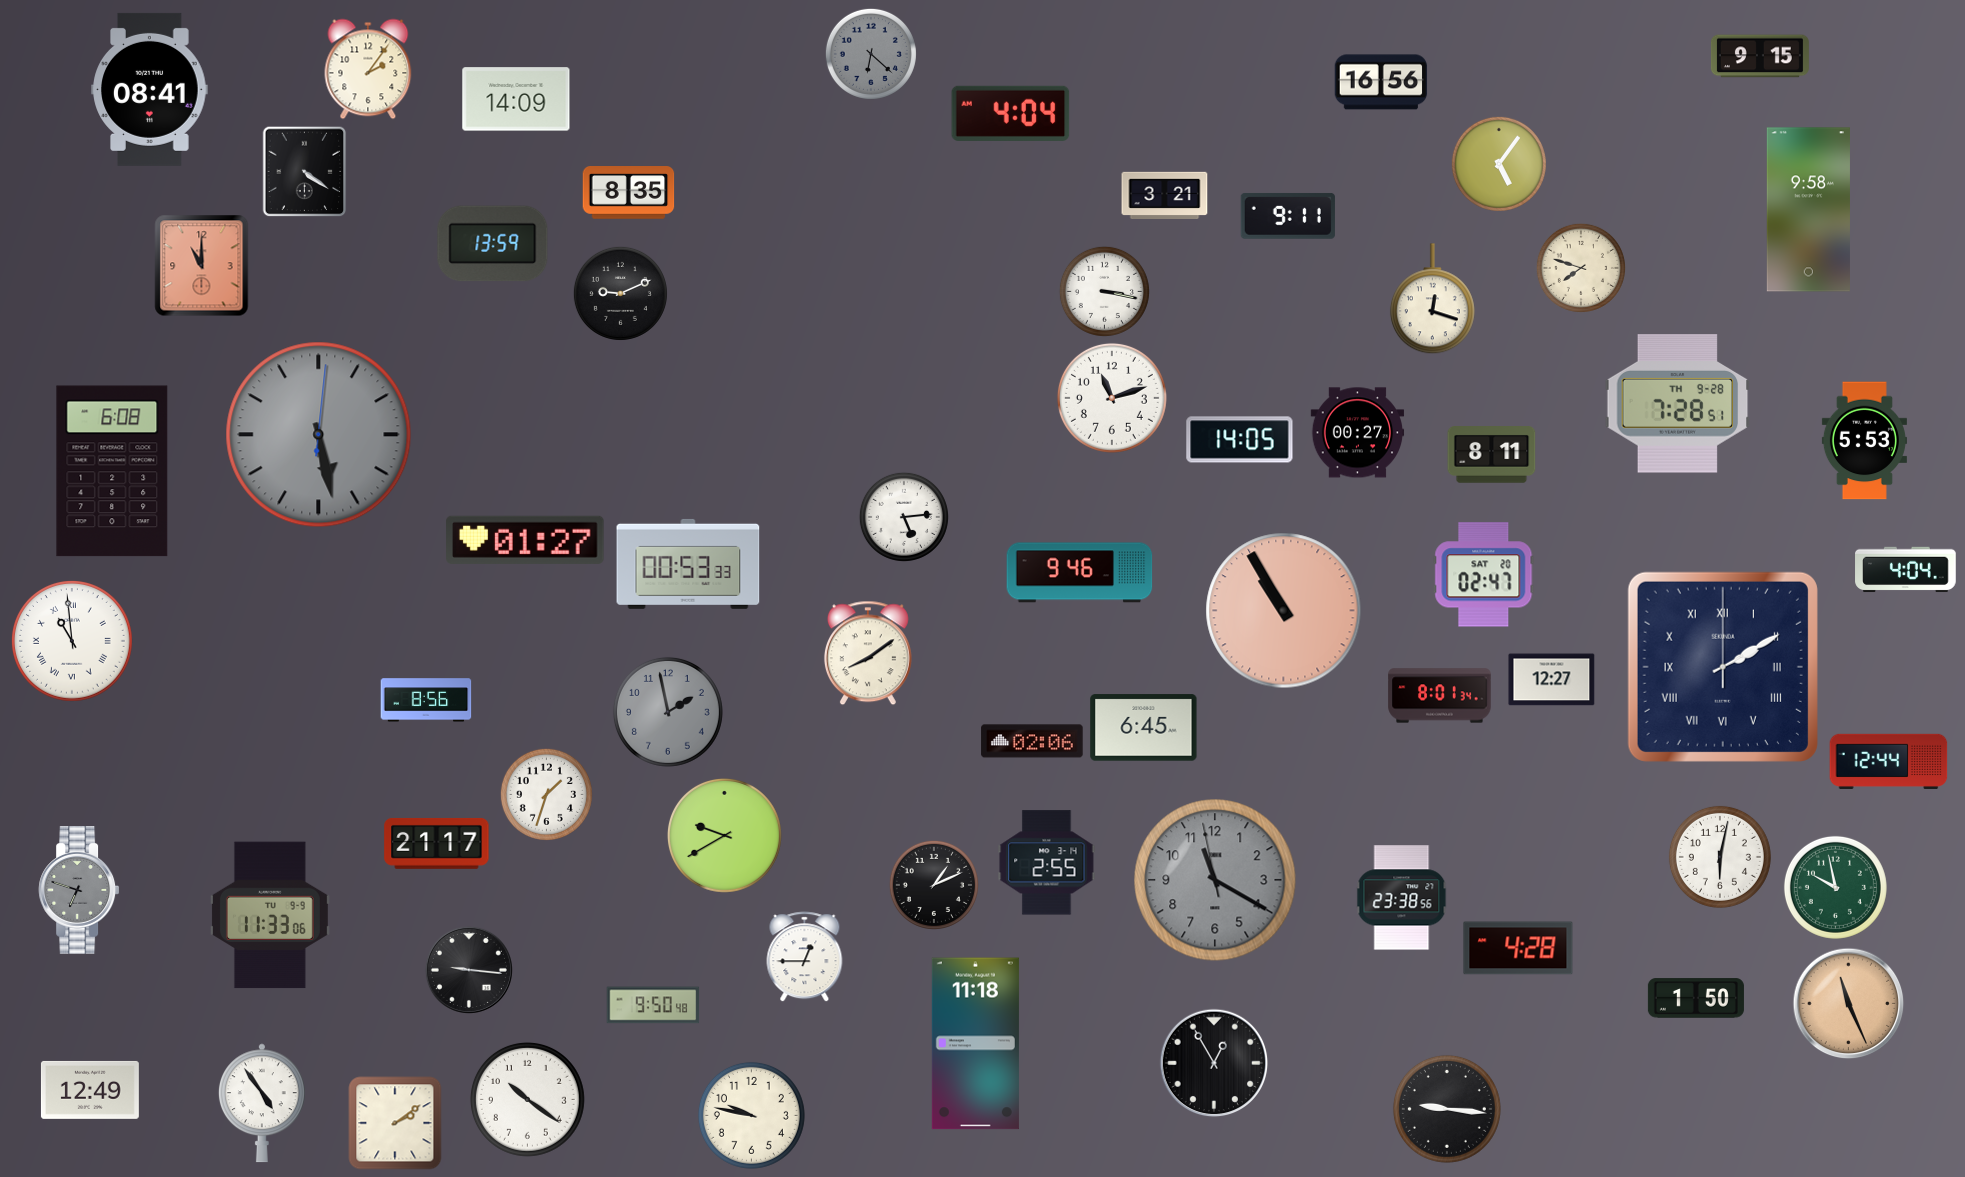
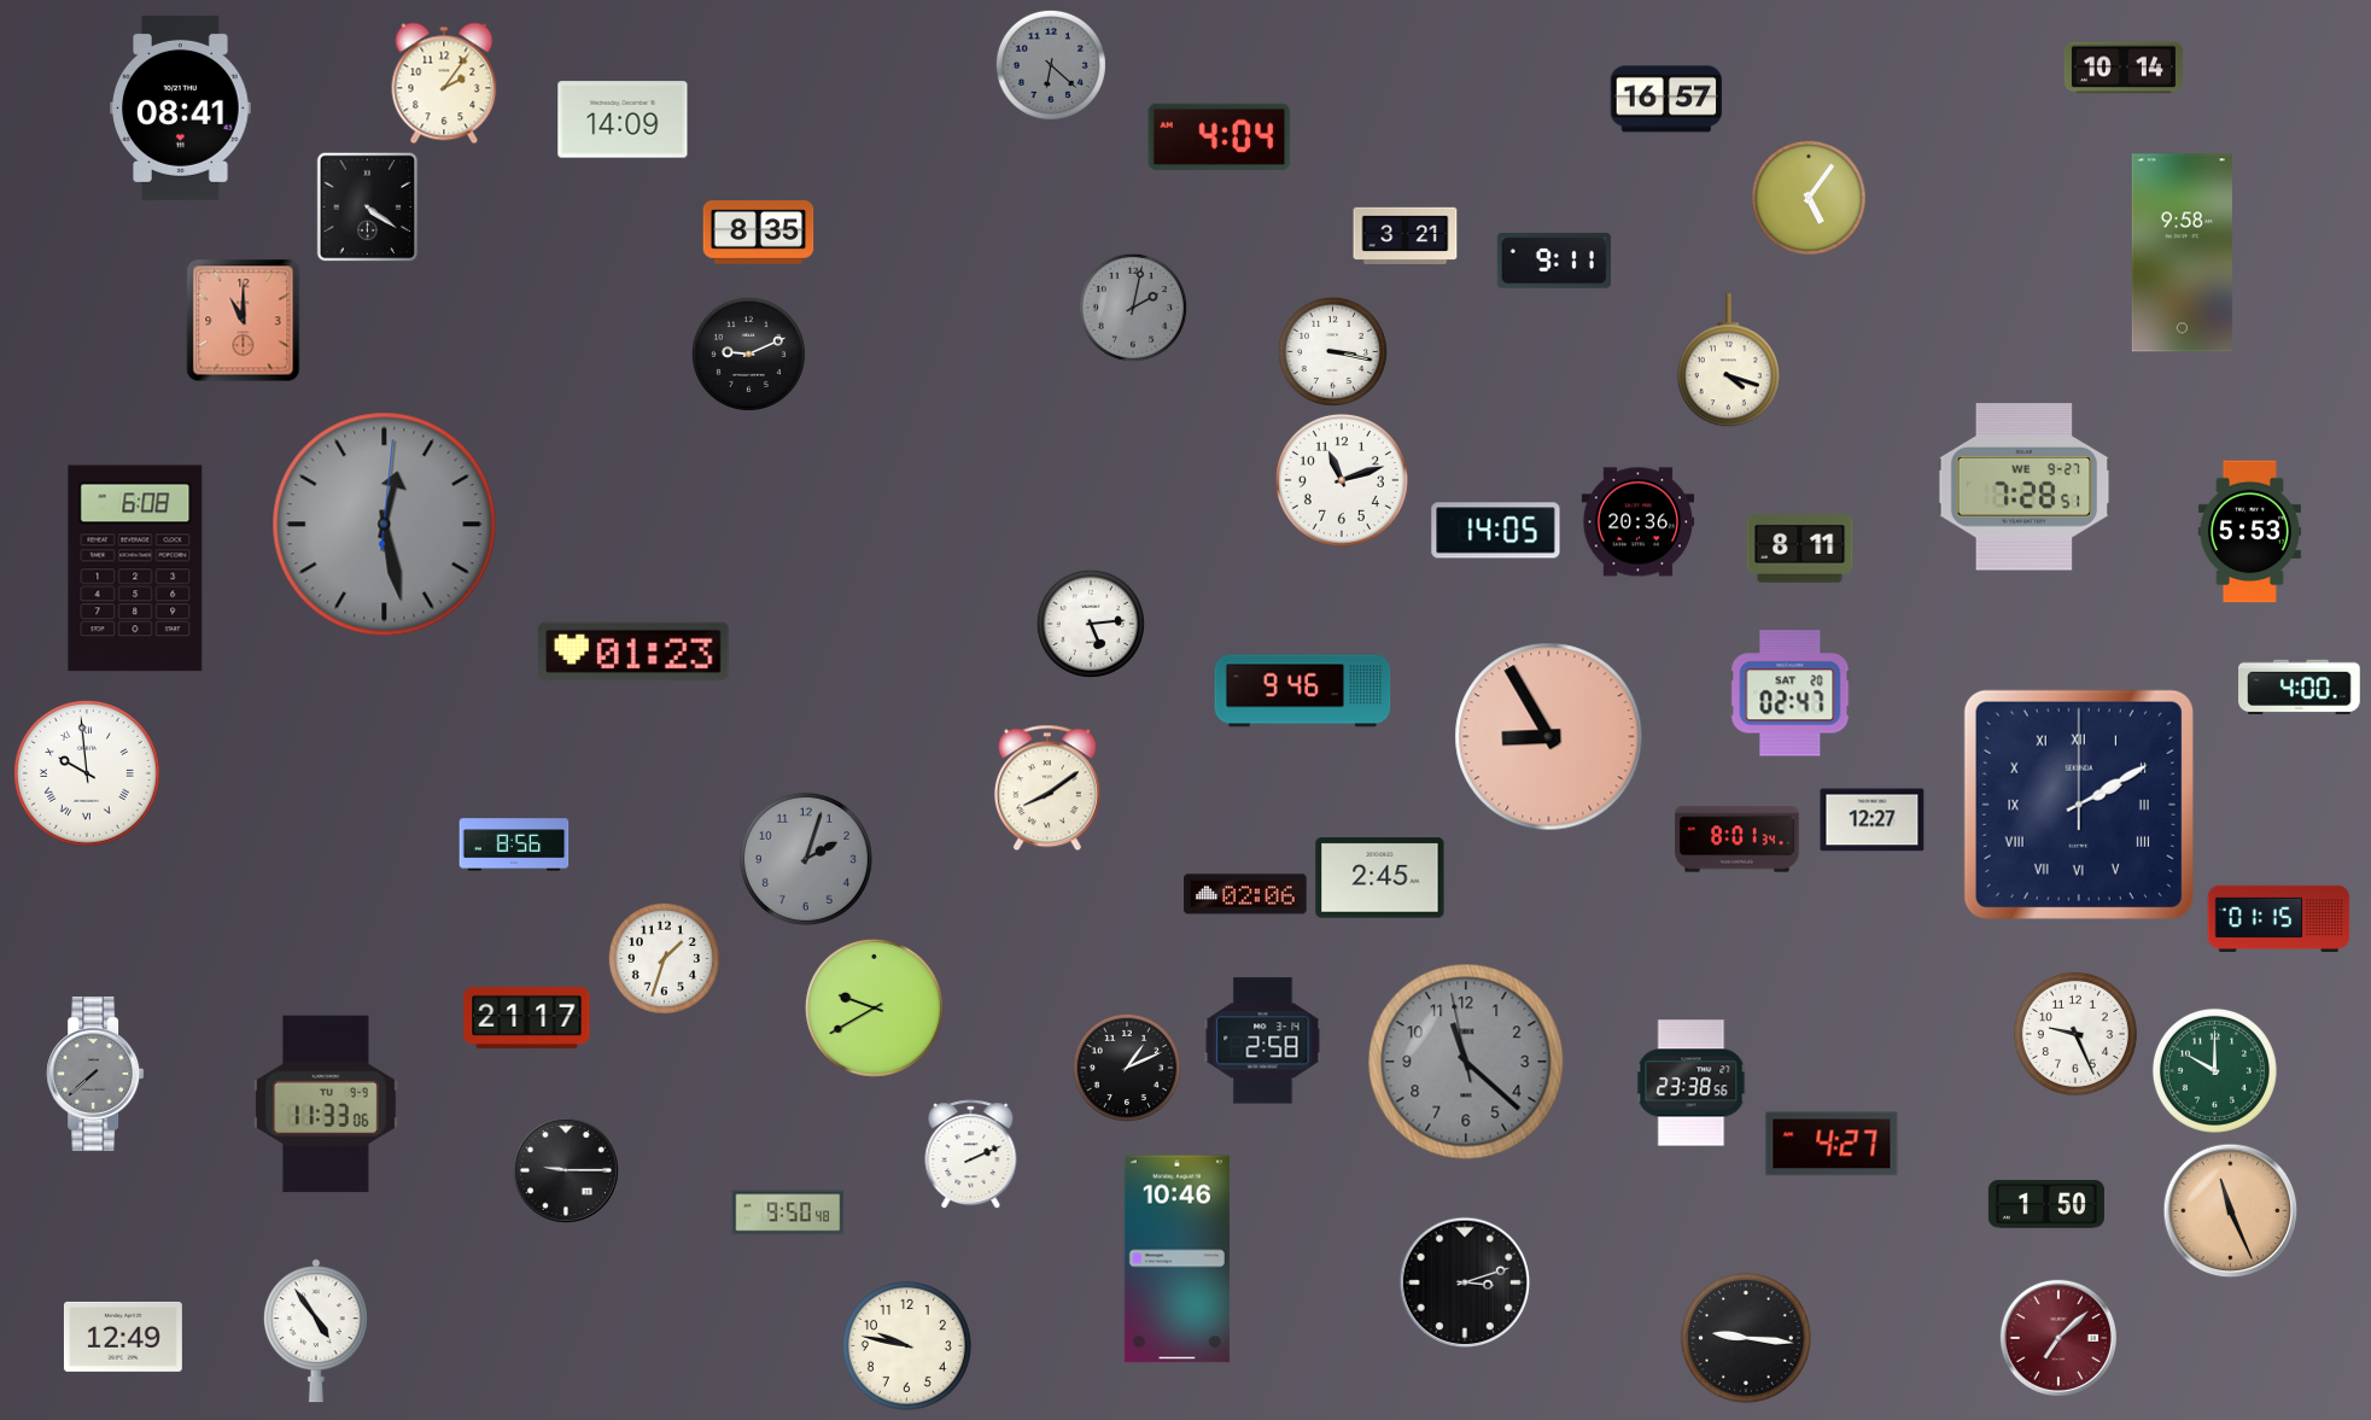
clock at (1760, 56): 9:15 -> 10:14
clock at (1381, 82): 16:56 -> 16:57
clock at (493, 244): 13:59 -> none
clock at (1133, 308): none -> 2:02
clock at (1581, 268): 7:48 -> none
clock at (1432, 299): 12:18 -> 4:18
clock at (1678, 404) date: TH 9-28 -> WE 9-27
clock at (1358, 433): 00:27 -> 20:36
clock at (319, 435): 5:28 -> 12:28
clock at (525, 540): 01:27 -> 01:23
clock at (688, 564): 00:53 -> none
clock at (1906, 570): 4:04 -> 4:00
clock at (1284, 611): 10:55 -> 8:55
clock at (72, 641): 10:59 -> 9:59
clock at (668, 712): 1:58 -> 2:03
clock at (1144, 728): 6:45 -> 2:45
clock at (1889, 761): 12:44 -> 01:15
clock at (546, 794) position: (546, 794) -> (664, 958)
clock at (1720, 857): 6:02 -> 9:26
clock at (1047, 863): 2:55 -> 2:58
clock at (1215, 880): 11:19 -> 11:21
clock at (1835, 887): 9:58 -> 10:00
clock at (79, 891): 6:48 -> 7:38
clock at (1518, 948): 4:28 -> 4:27
clock at (805, 957): 12:45 -> 2:11
clock at (469, 970): 9:16 -> 9:15
clock at (975, 1044): 11:18 -> 10:46
clock at (1214, 1063): 12:55 -> 3:12
clock at (90, 1090) position: (90, 1090) -> (123, 1337)
clock at (527, 1099): 10:21 -> none
clock at (2058, 1338): none -> 7:08
clock at (395, 1123): 2:09 -> none
